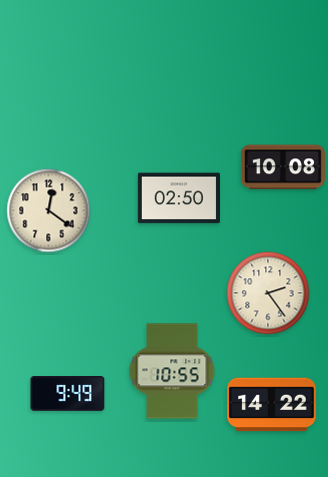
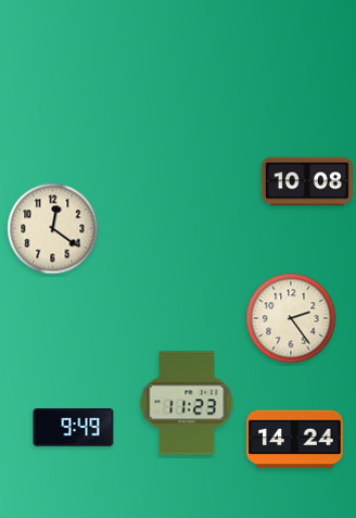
clock at (179, 198): 02:50 -> none
clock at (172, 371): 10:55 -> 11:23
clock at (272, 405): 14:22 -> 14:24
